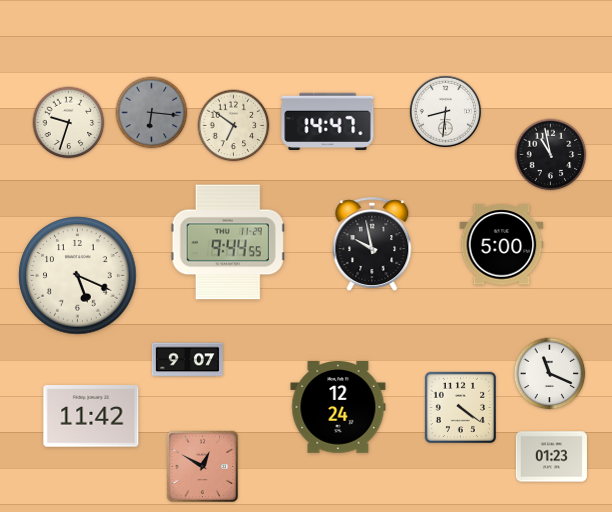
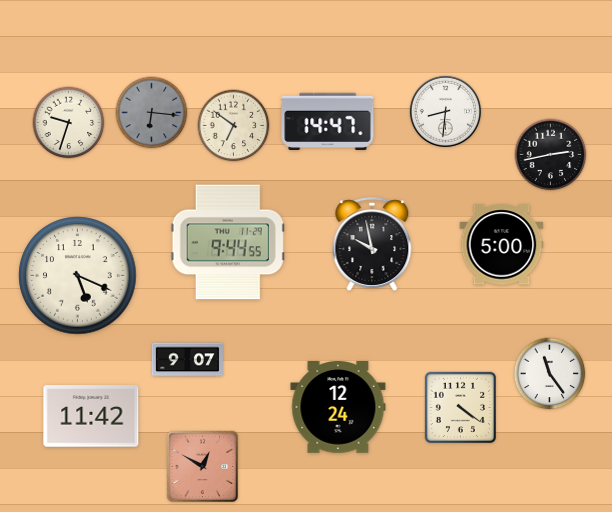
clock at (551, 155): 10:58 -> 2:43
clock at (550, 374): 11:19 -> 11:24
clock at (551, 457): 01:23 -> none
